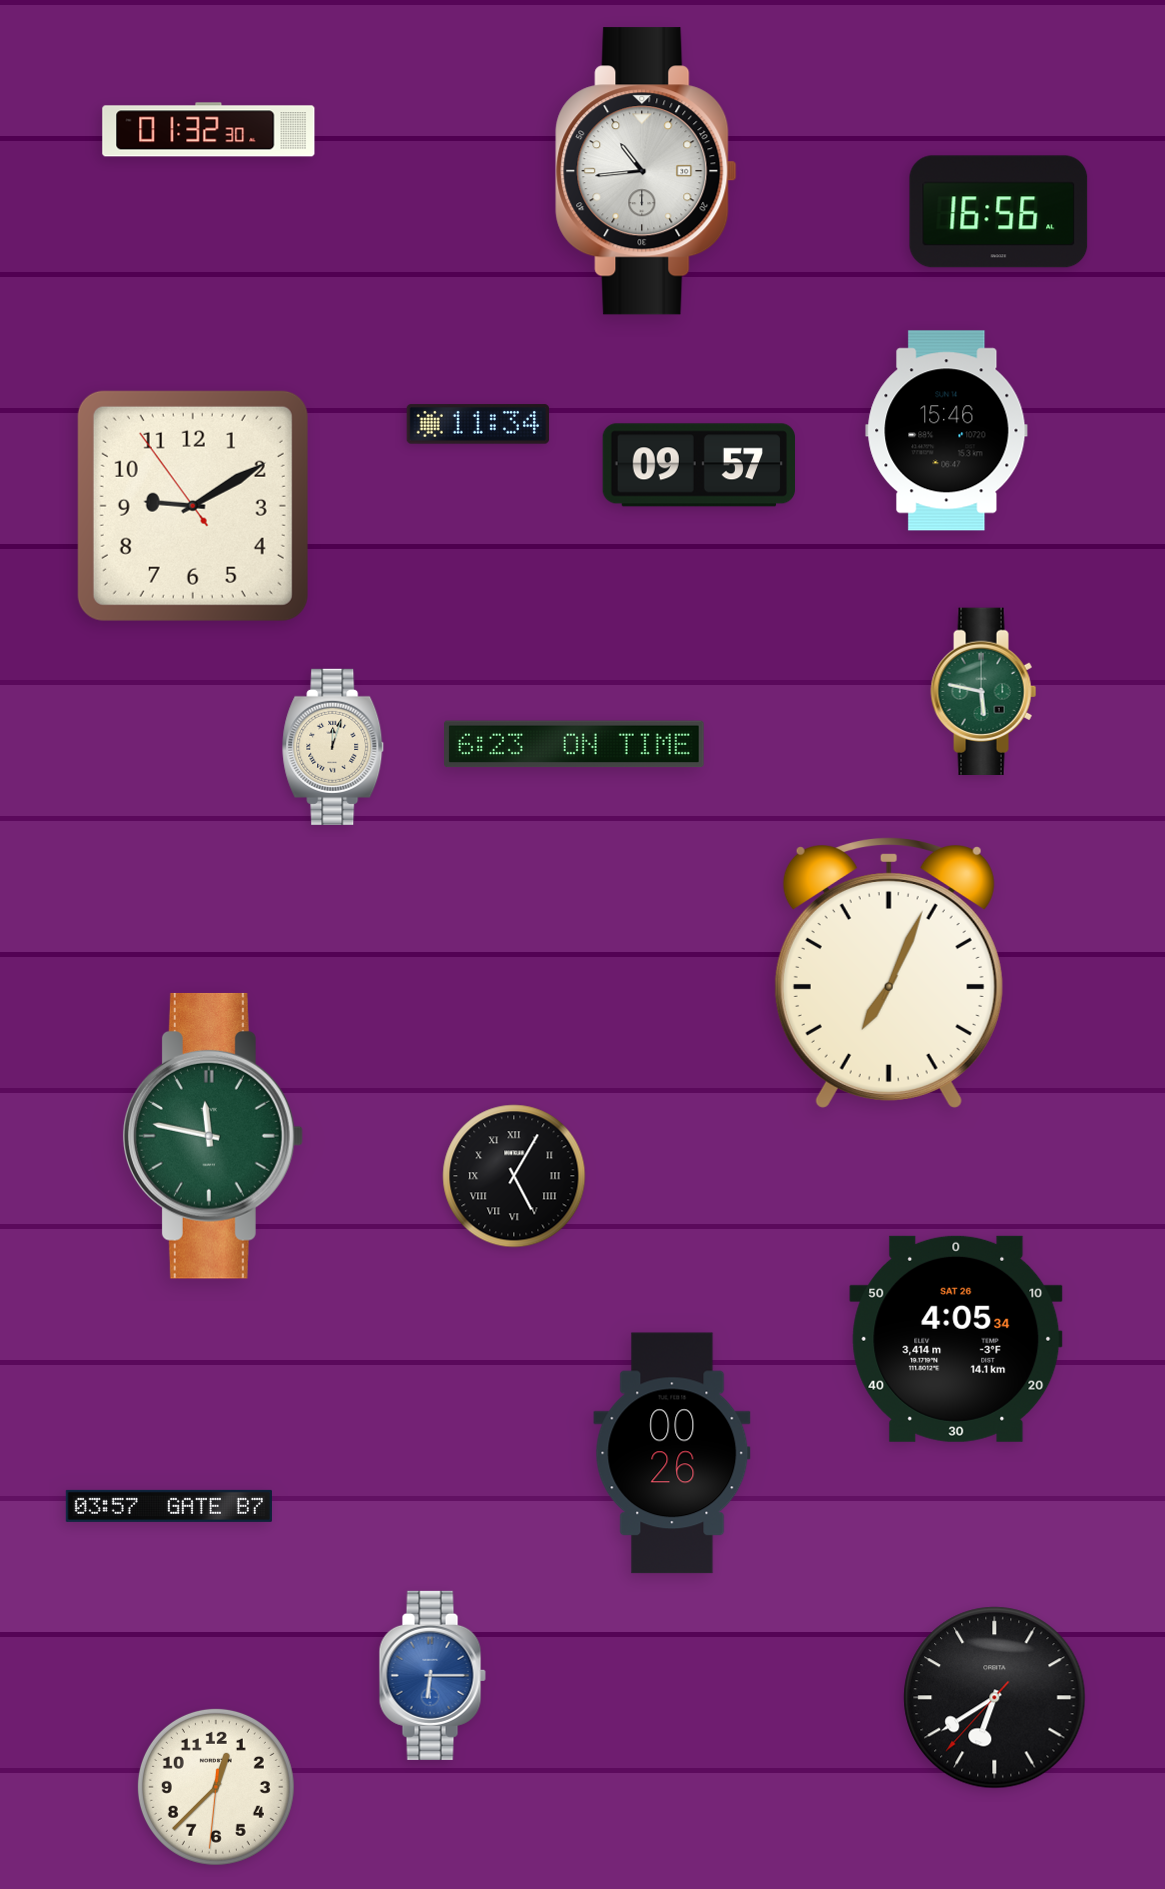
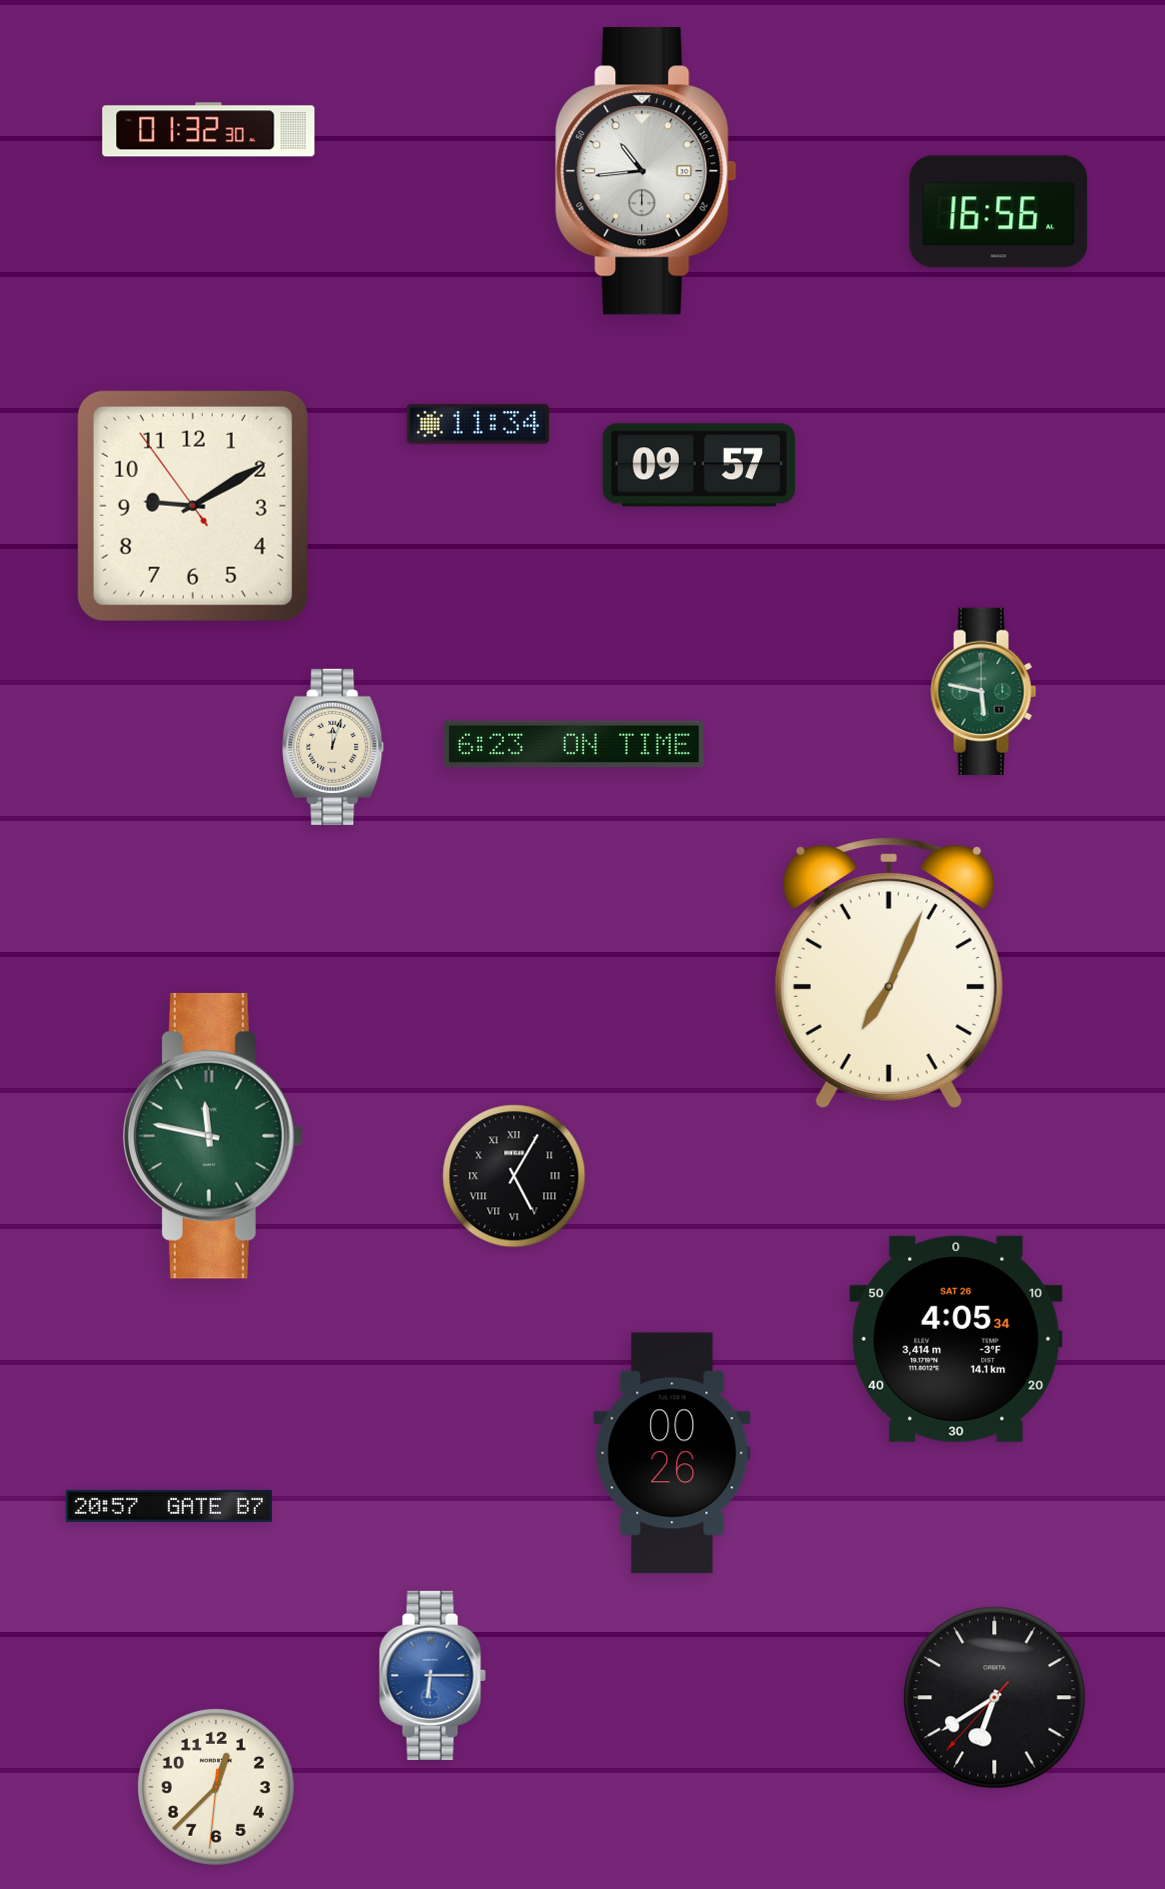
clock at (947, 431): 15:46 -> none
clock at (169, 1506): 03:57 -> 20:57
